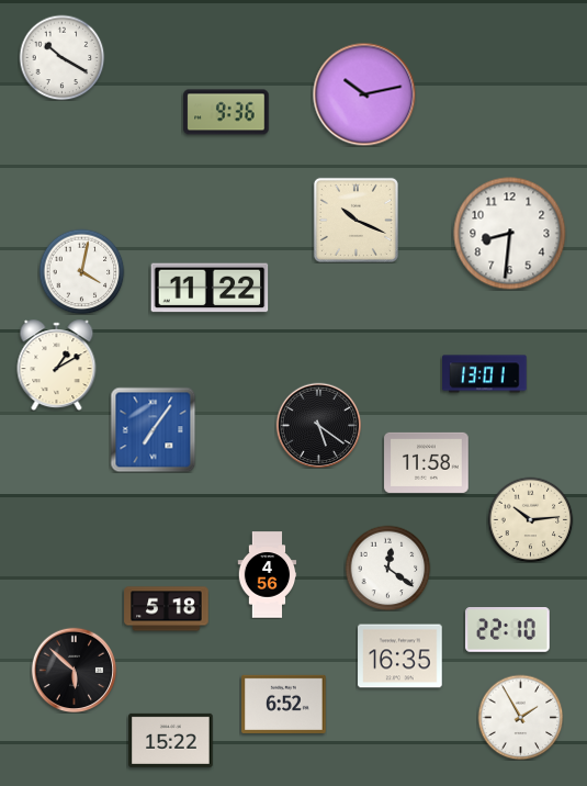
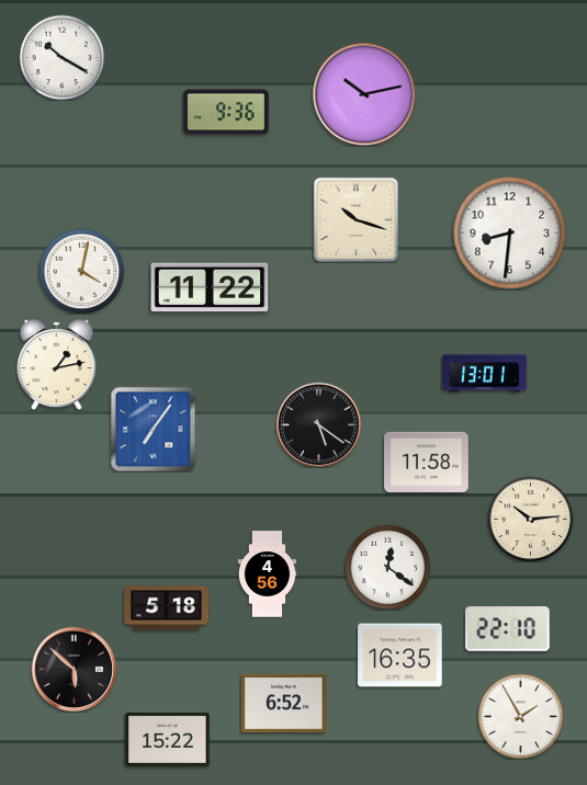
clock at (355, 220): 10:19 -> 10:18
clock at (57, 366): 1:10 -> 1:13
clock at (171, 740) position: (171, 740) -> (168, 739)
